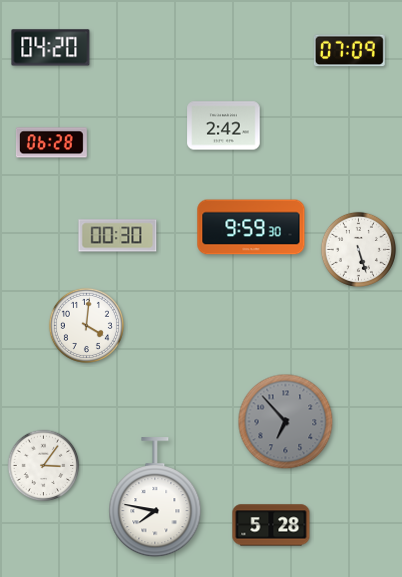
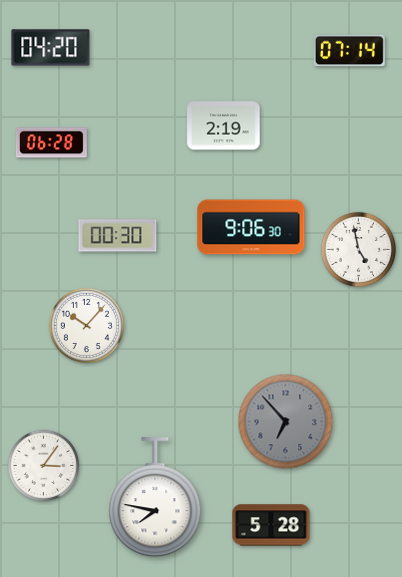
clock at (349, 51): 07:09 -> 07:14
clock at (224, 126): 2:42 -> 2:19
clock at (251, 227): 9:59 -> 9:06
clock at (358, 249): 5:27 -> 4:58
clock at (86, 325): 4:01 -> 10:07
